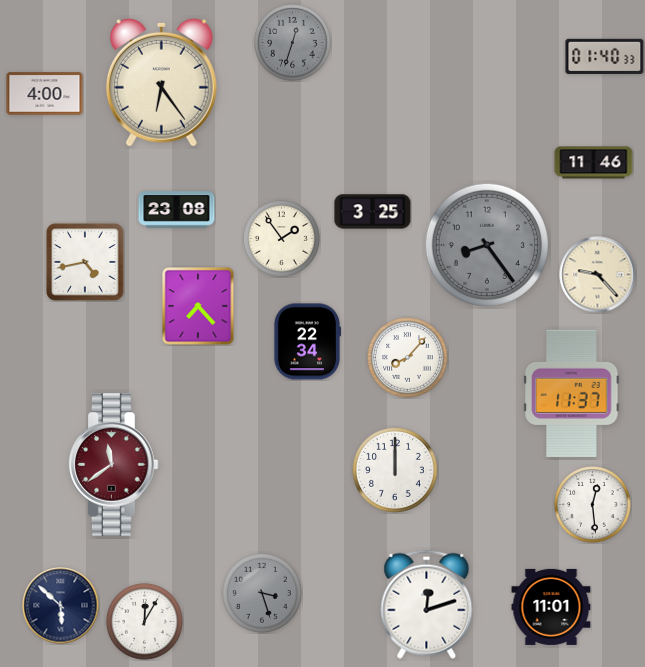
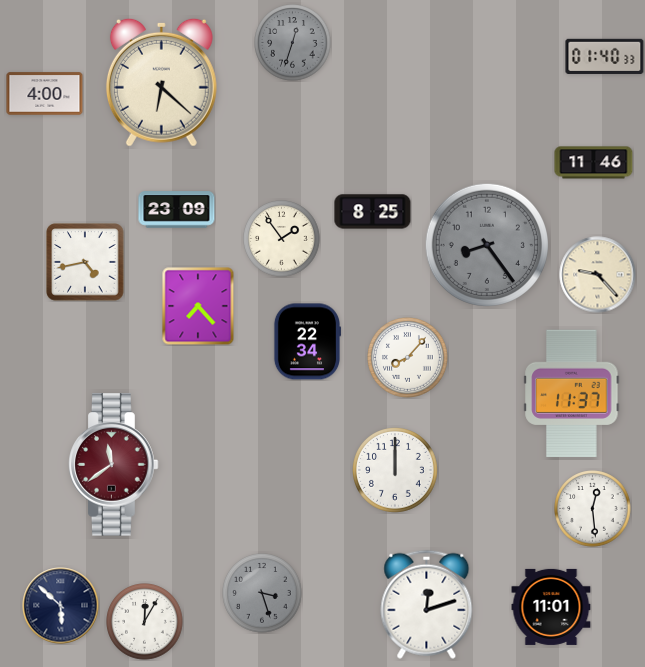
clock at (161, 82): 6:24 -> 6:22
clock at (177, 210): 23:08 -> 23:09
clock at (373, 212): 3:25 -> 8:25
clock at (593, 505) position: (593, 505) -> (593, 509)
